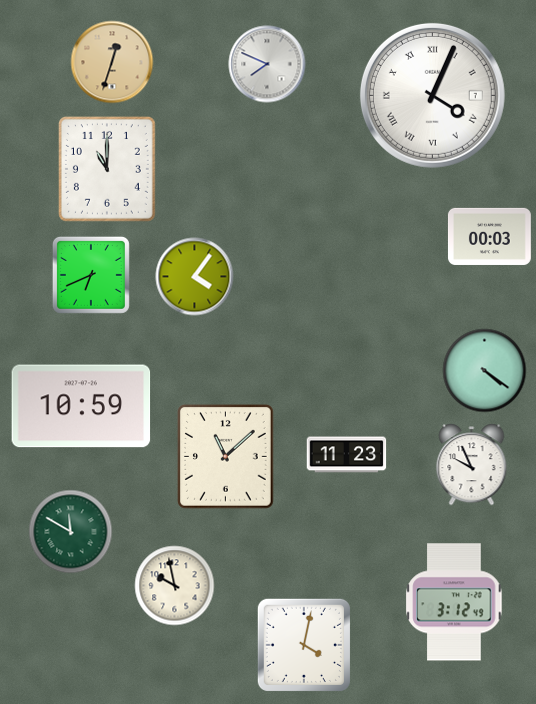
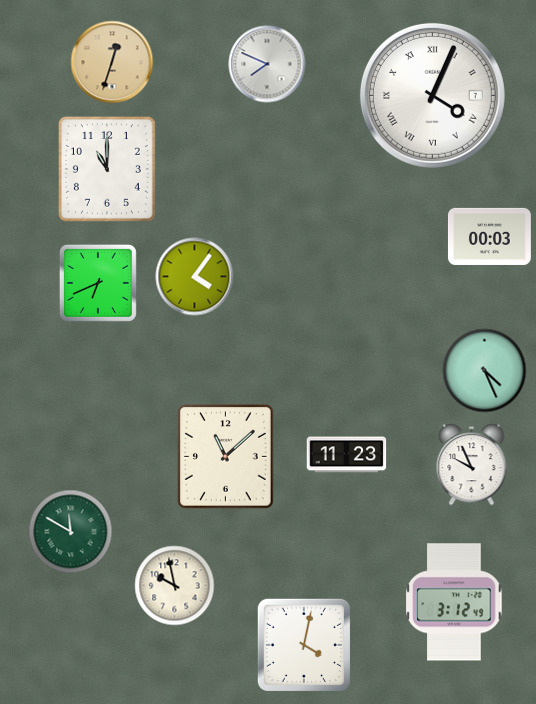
clock at (91, 275) position: (91, 275) -> (98, 283)
clock at (485, 371): 4:21 -> 4:26
clock at (81, 406): 10:59 -> none
